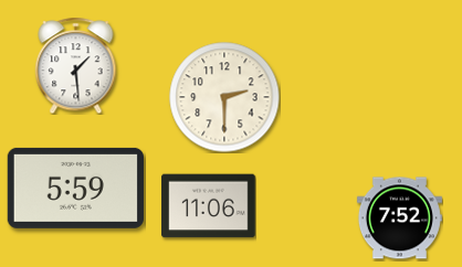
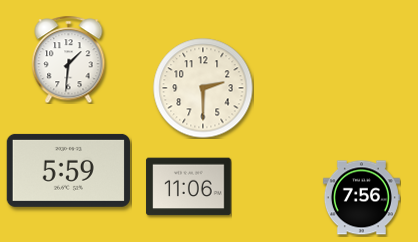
clock at (76, 65): 1:29 -> 1:31
clock at (399, 218): 7:52 -> 7:56
